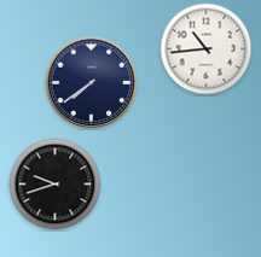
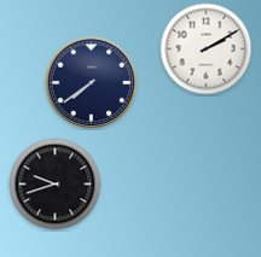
clock at (207, 49): 10:44 -> 2:10
